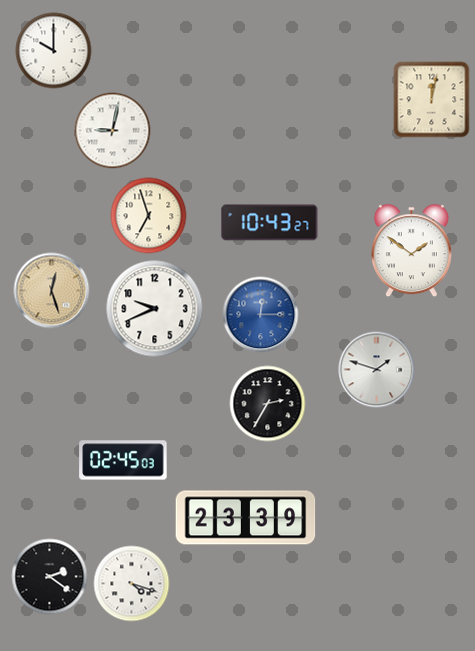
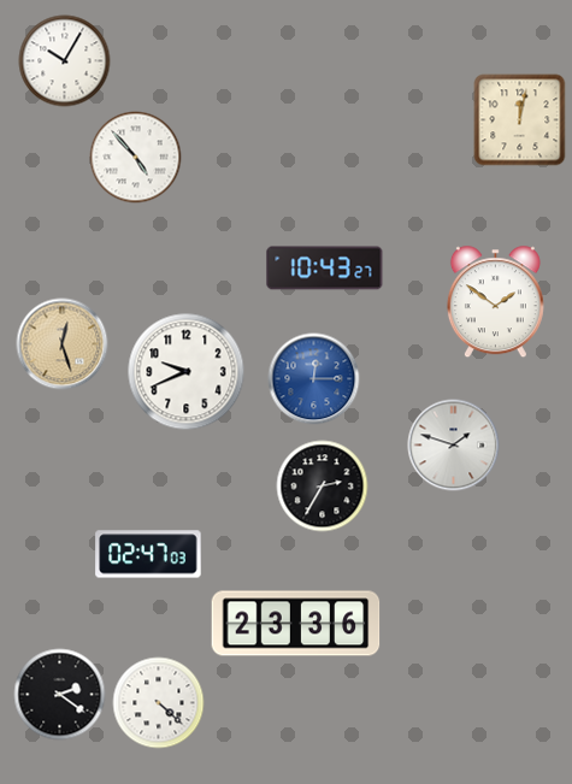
clock at (54, 51): 10:00 -> 10:05
clock at (113, 131): 9:02 -> 4:53
clock at (149, 216): 6:57 -> none
clock at (52, 291) position: (52, 291) -> (63, 344)
clock at (123, 460): 02:45 -> 02:47
clock at (246, 518): 23:39 -> 23:36
clock at (132, 584): 4:18 -> 4:22
